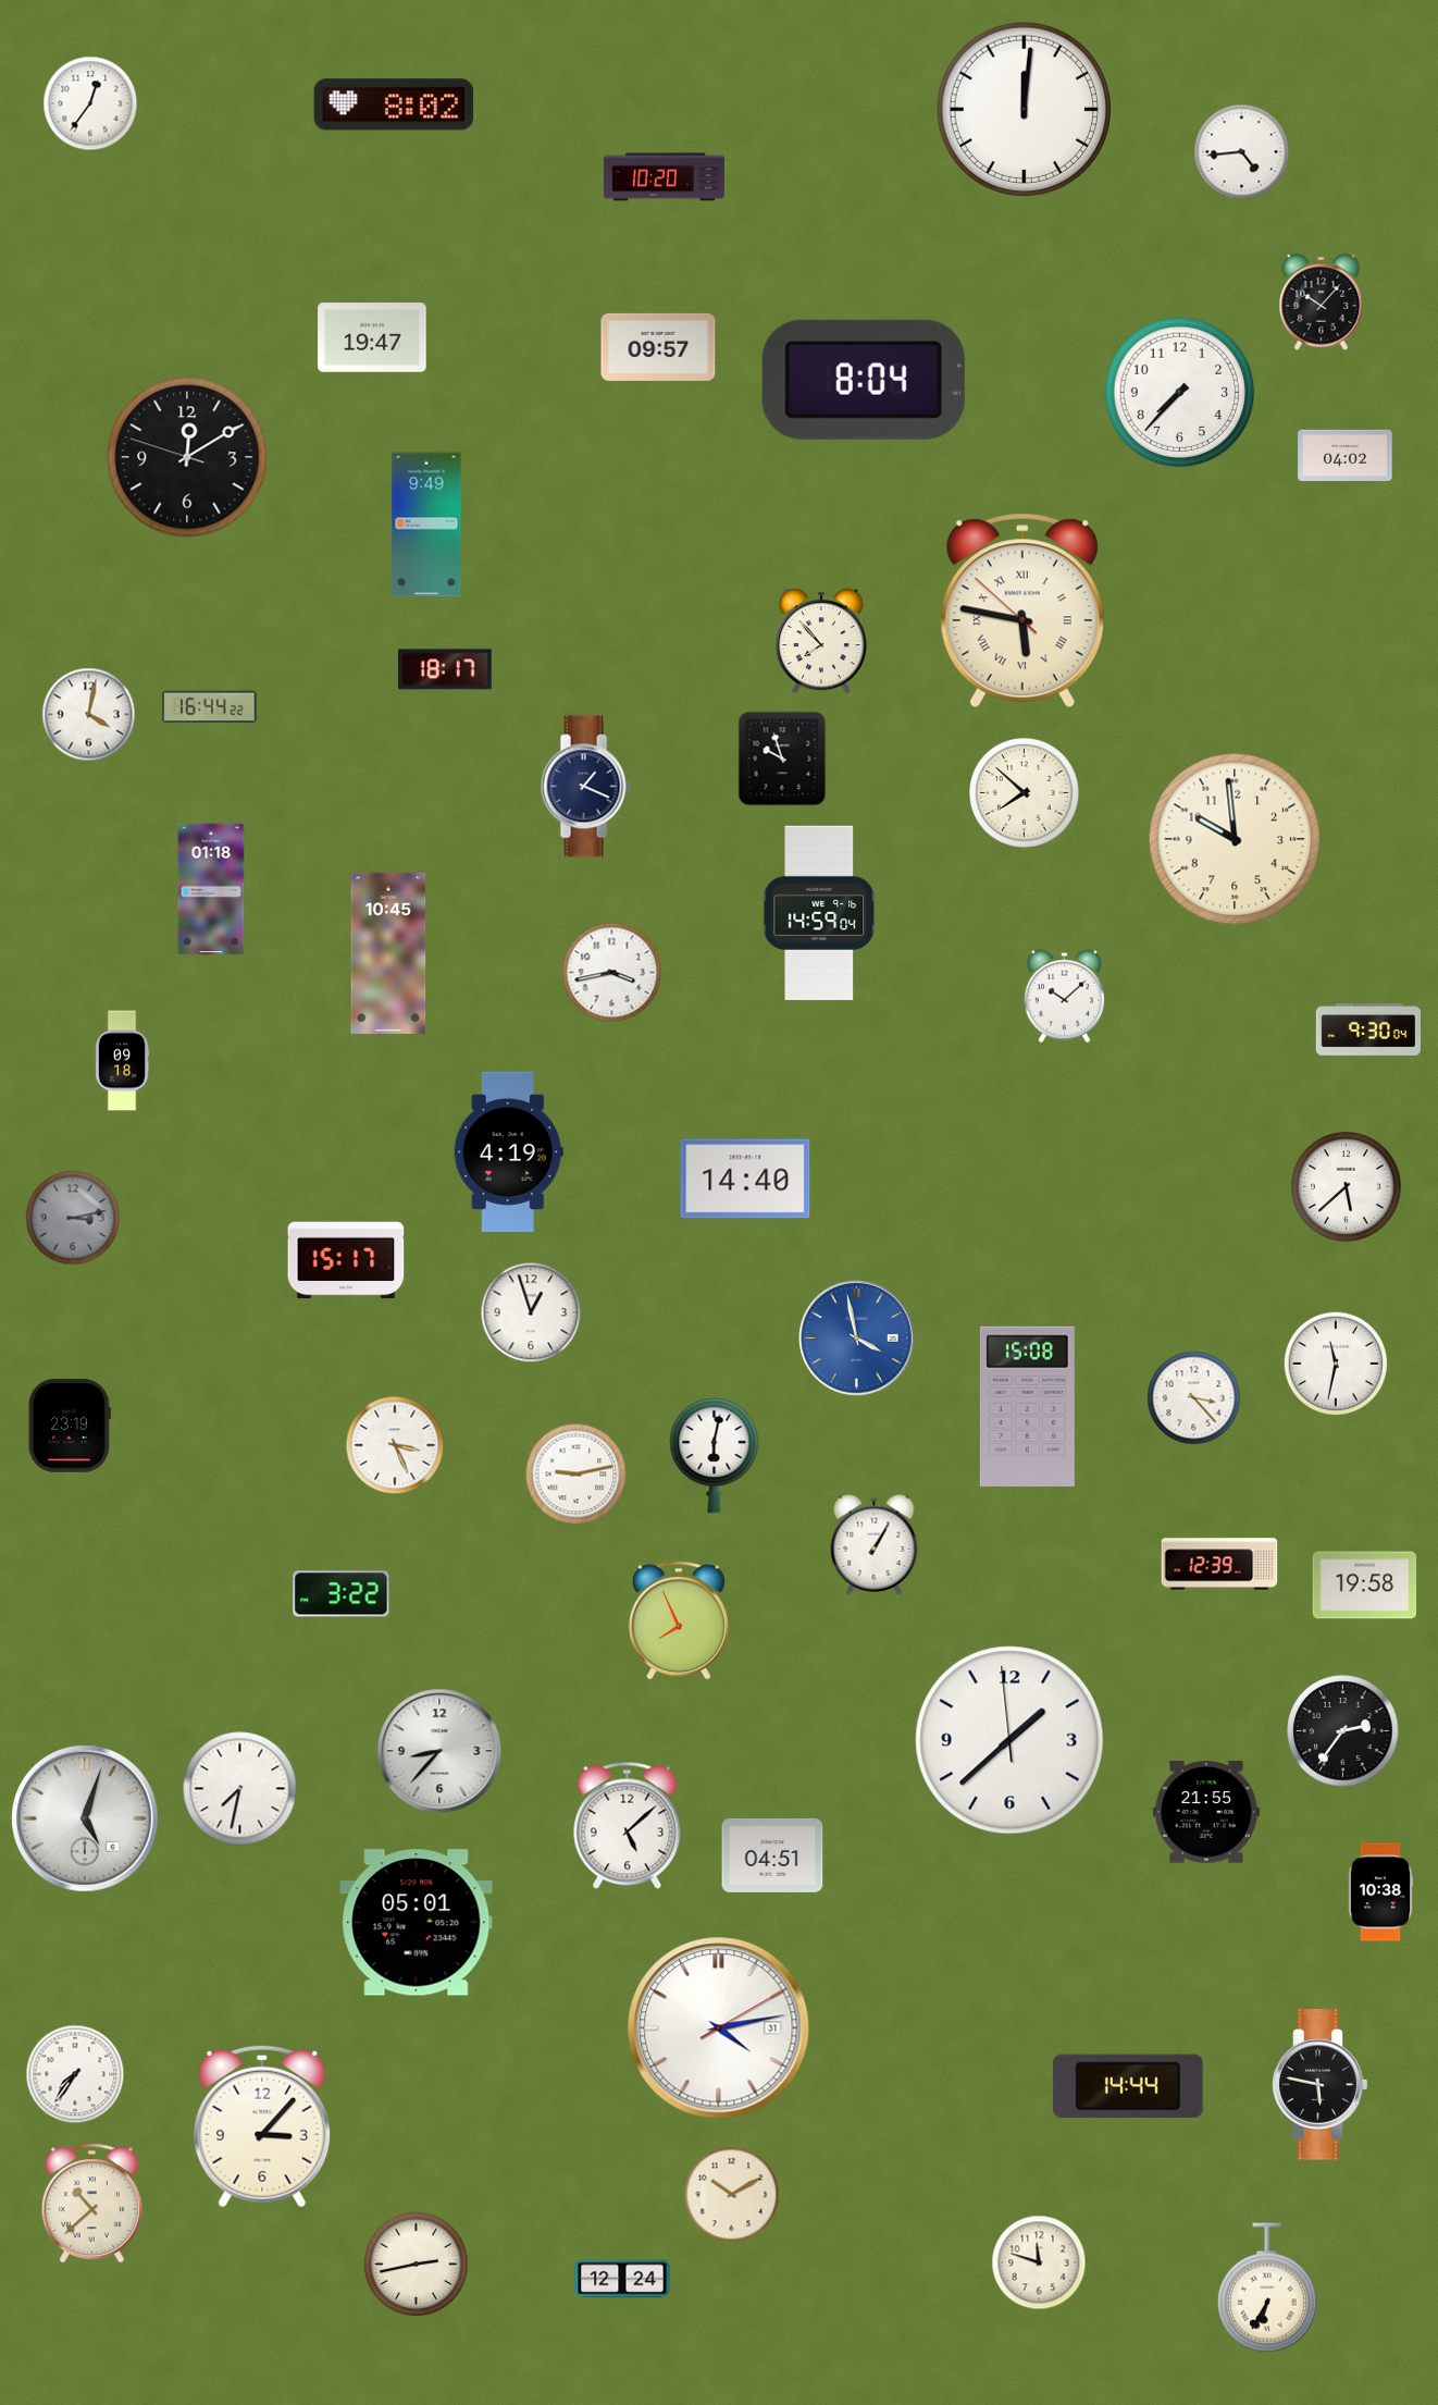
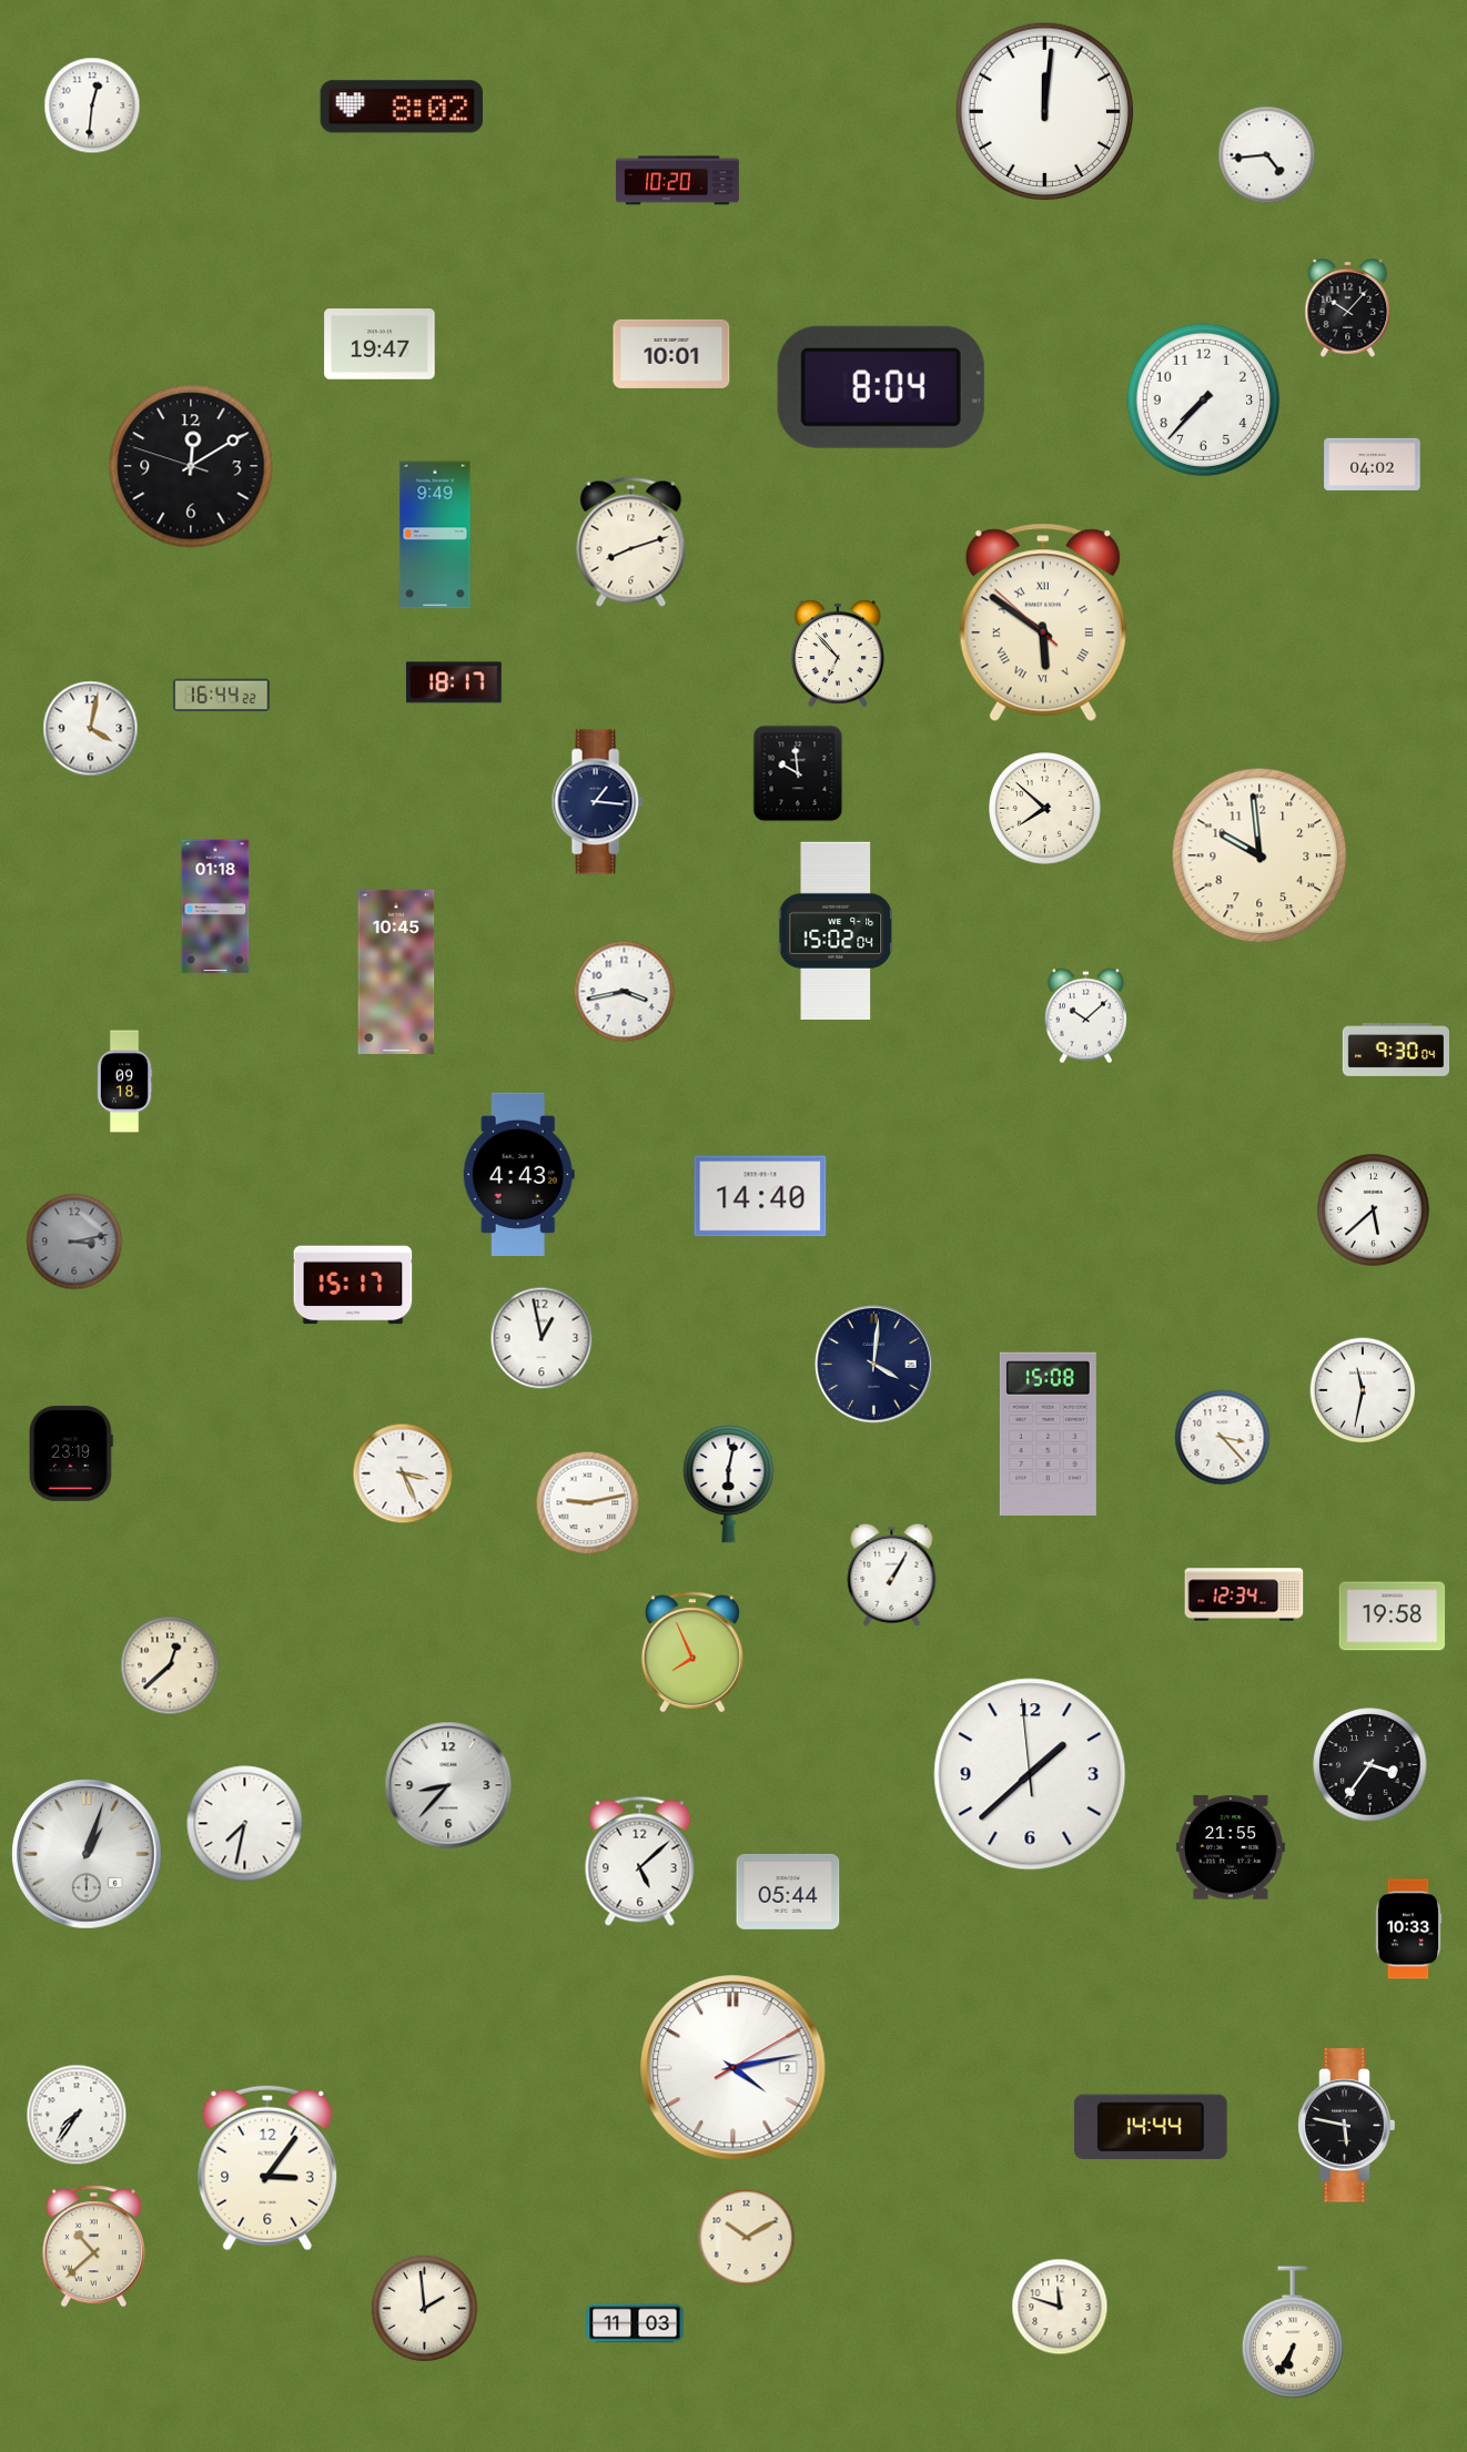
clock at (90, 103): 12:36 -> 12:31
clock at (658, 347): 09:57 -> 10:01
clock at (631, 541): none -> 8:12
clock at (1022, 610): 5:46 -> 5:50
clock at (821, 641): 7:53 -> 6:53
clock at (210, 707) position: (210, 707) -> (222, 696)
clock at (782, 758): 9:57 -> 9:59
clock at (585, 787): 1:19 -> 1:16
clock at (819, 912): 14:59 -> 15:02
clock at (508, 1151): 4:19 -> 4:43
clock at (745, 1179) position: (745, 1179) -> (760, 1196)
clock at (531, 1312): 12:57 -> 12:58
clock at (857, 1339): 3:58 -> 4:01
clock at (857, 1339) dial: blue -> navy
clock at (1194, 1398) position: (1194, 1398) -> (1223, 1438)
clock at (1219, 1564): 12:39 -> 12:34
clock at (342, 1594): 3:22 -> none
clock at (170, 1665): none -> 12:38
clock at (1343, 1731): 2:36 -> 3:36
clock at (85, 1818): 5:03 -> 1:03
clock at (772, 1855): 04:51 -> 05:44
clock at (1380, 1892): 10:38 -> 10:33
clock at (417, 1923): 05:01 -> none
clock at (719, 2028) date: 31 -> 2
clock at (262, 2126): 3:07 -> 3:06
clock at (416, 2264): 2:43 -> 1:59
clock at (622, 2279): 12:24 -> 11:03
